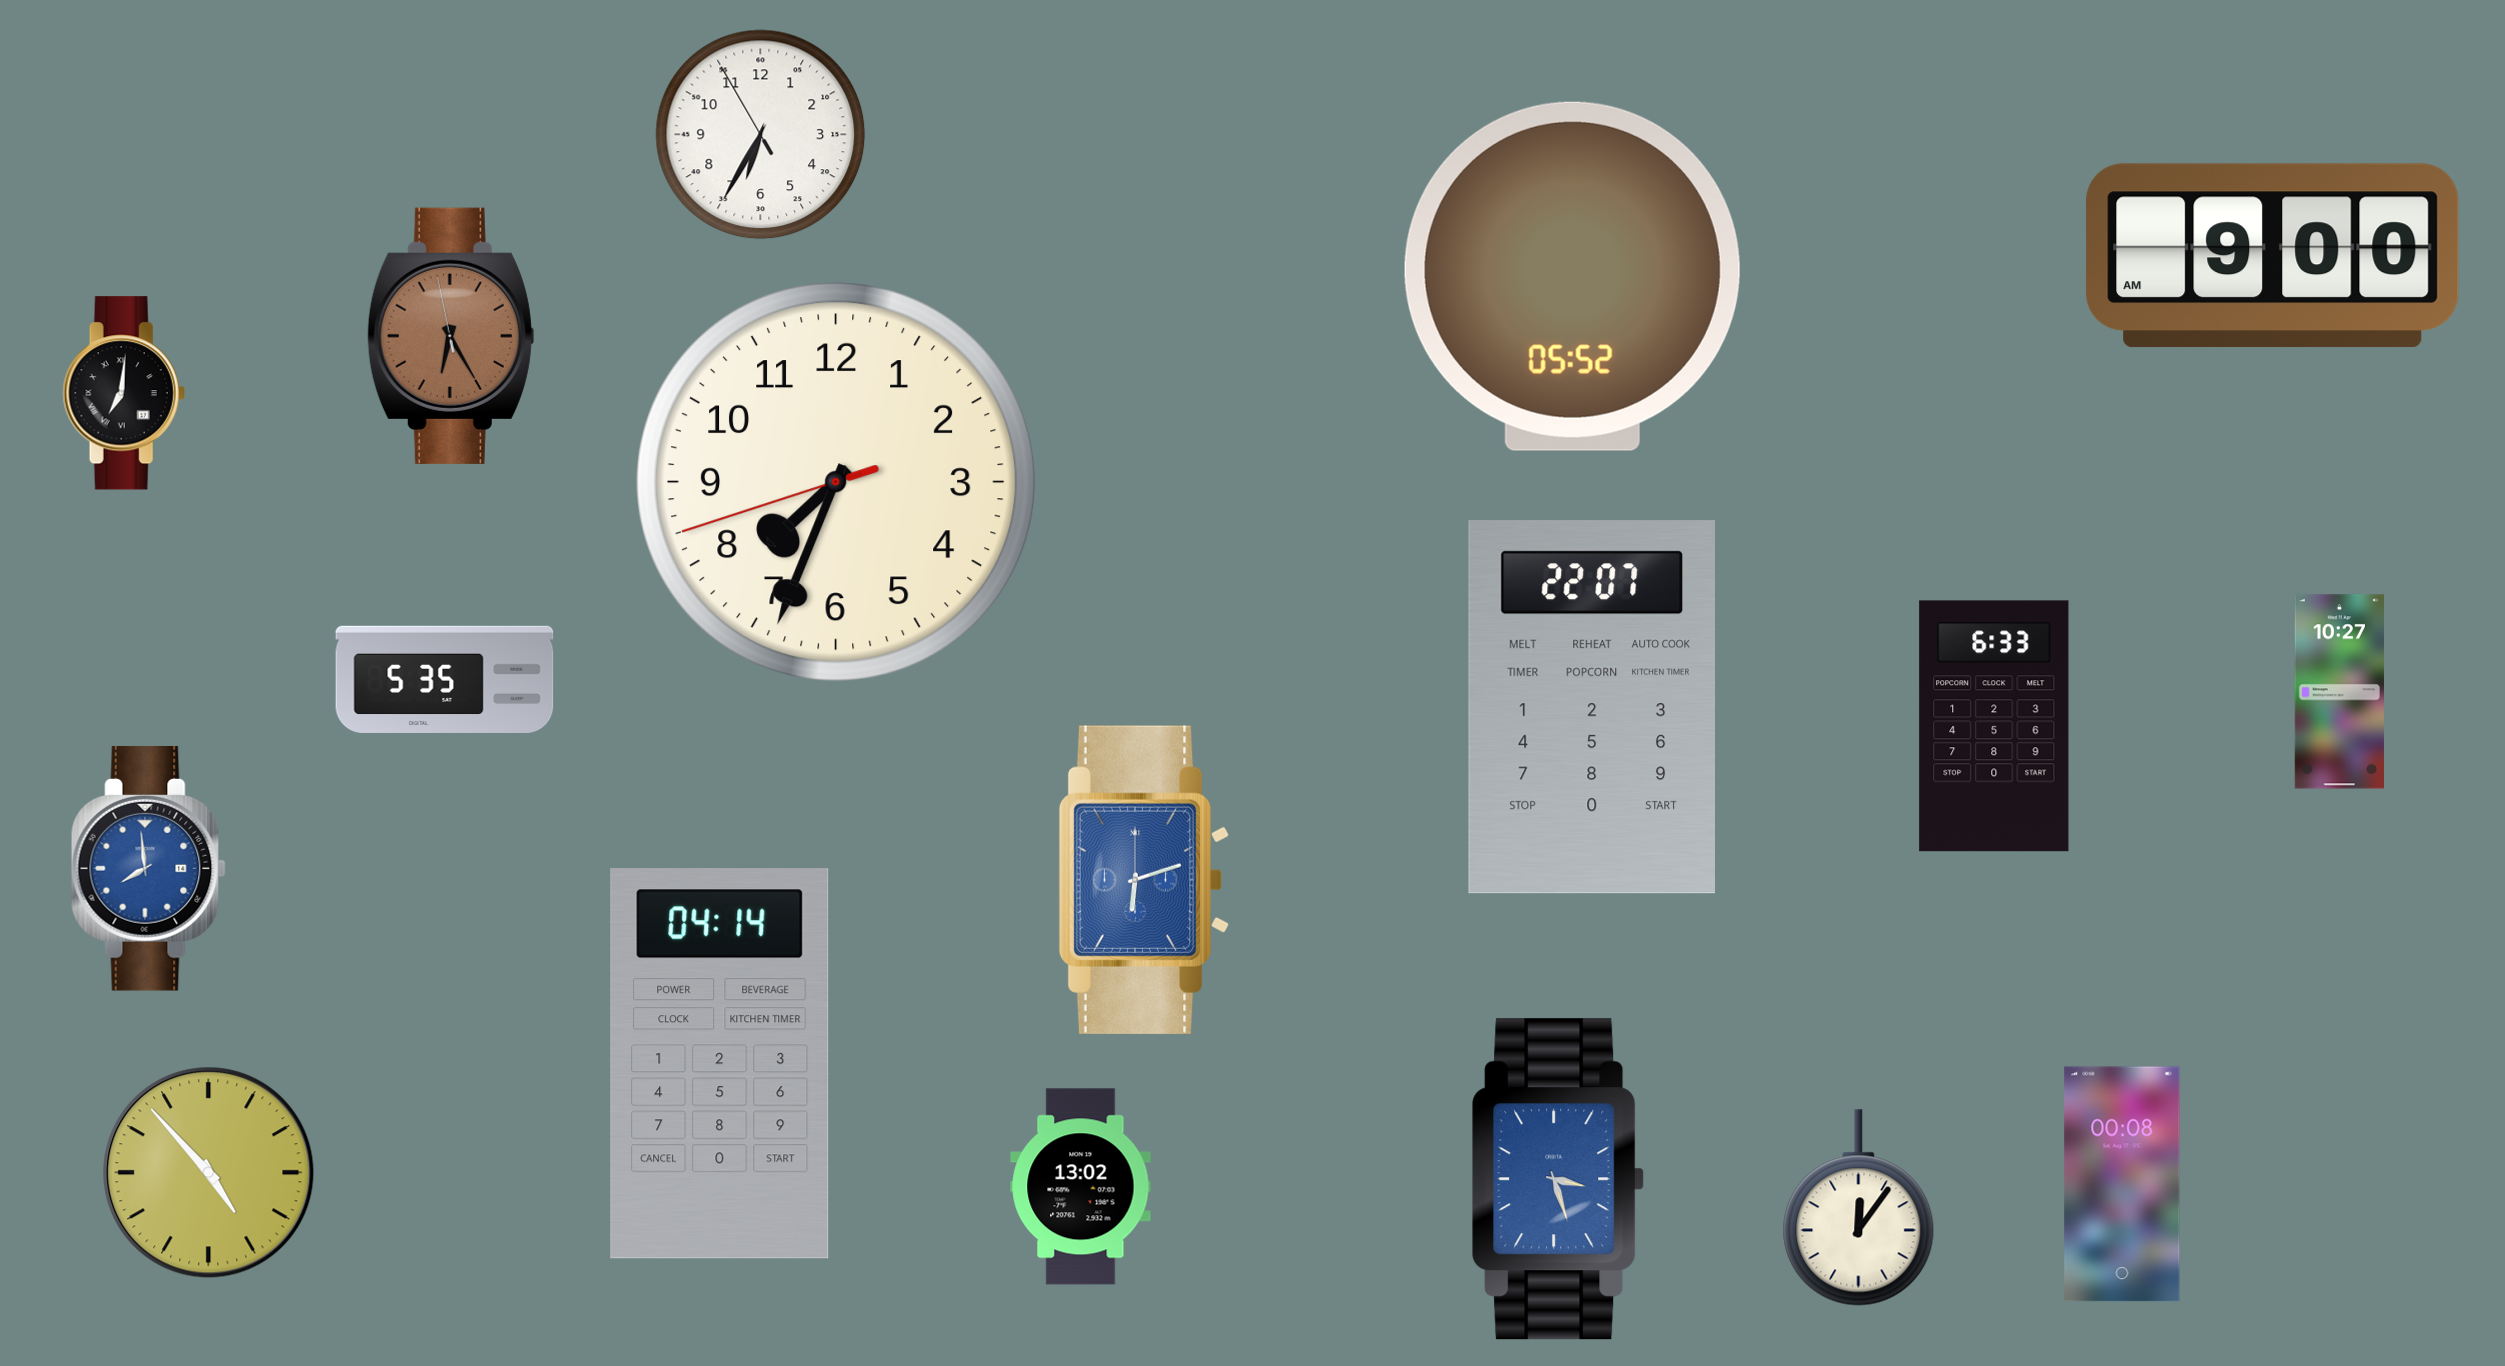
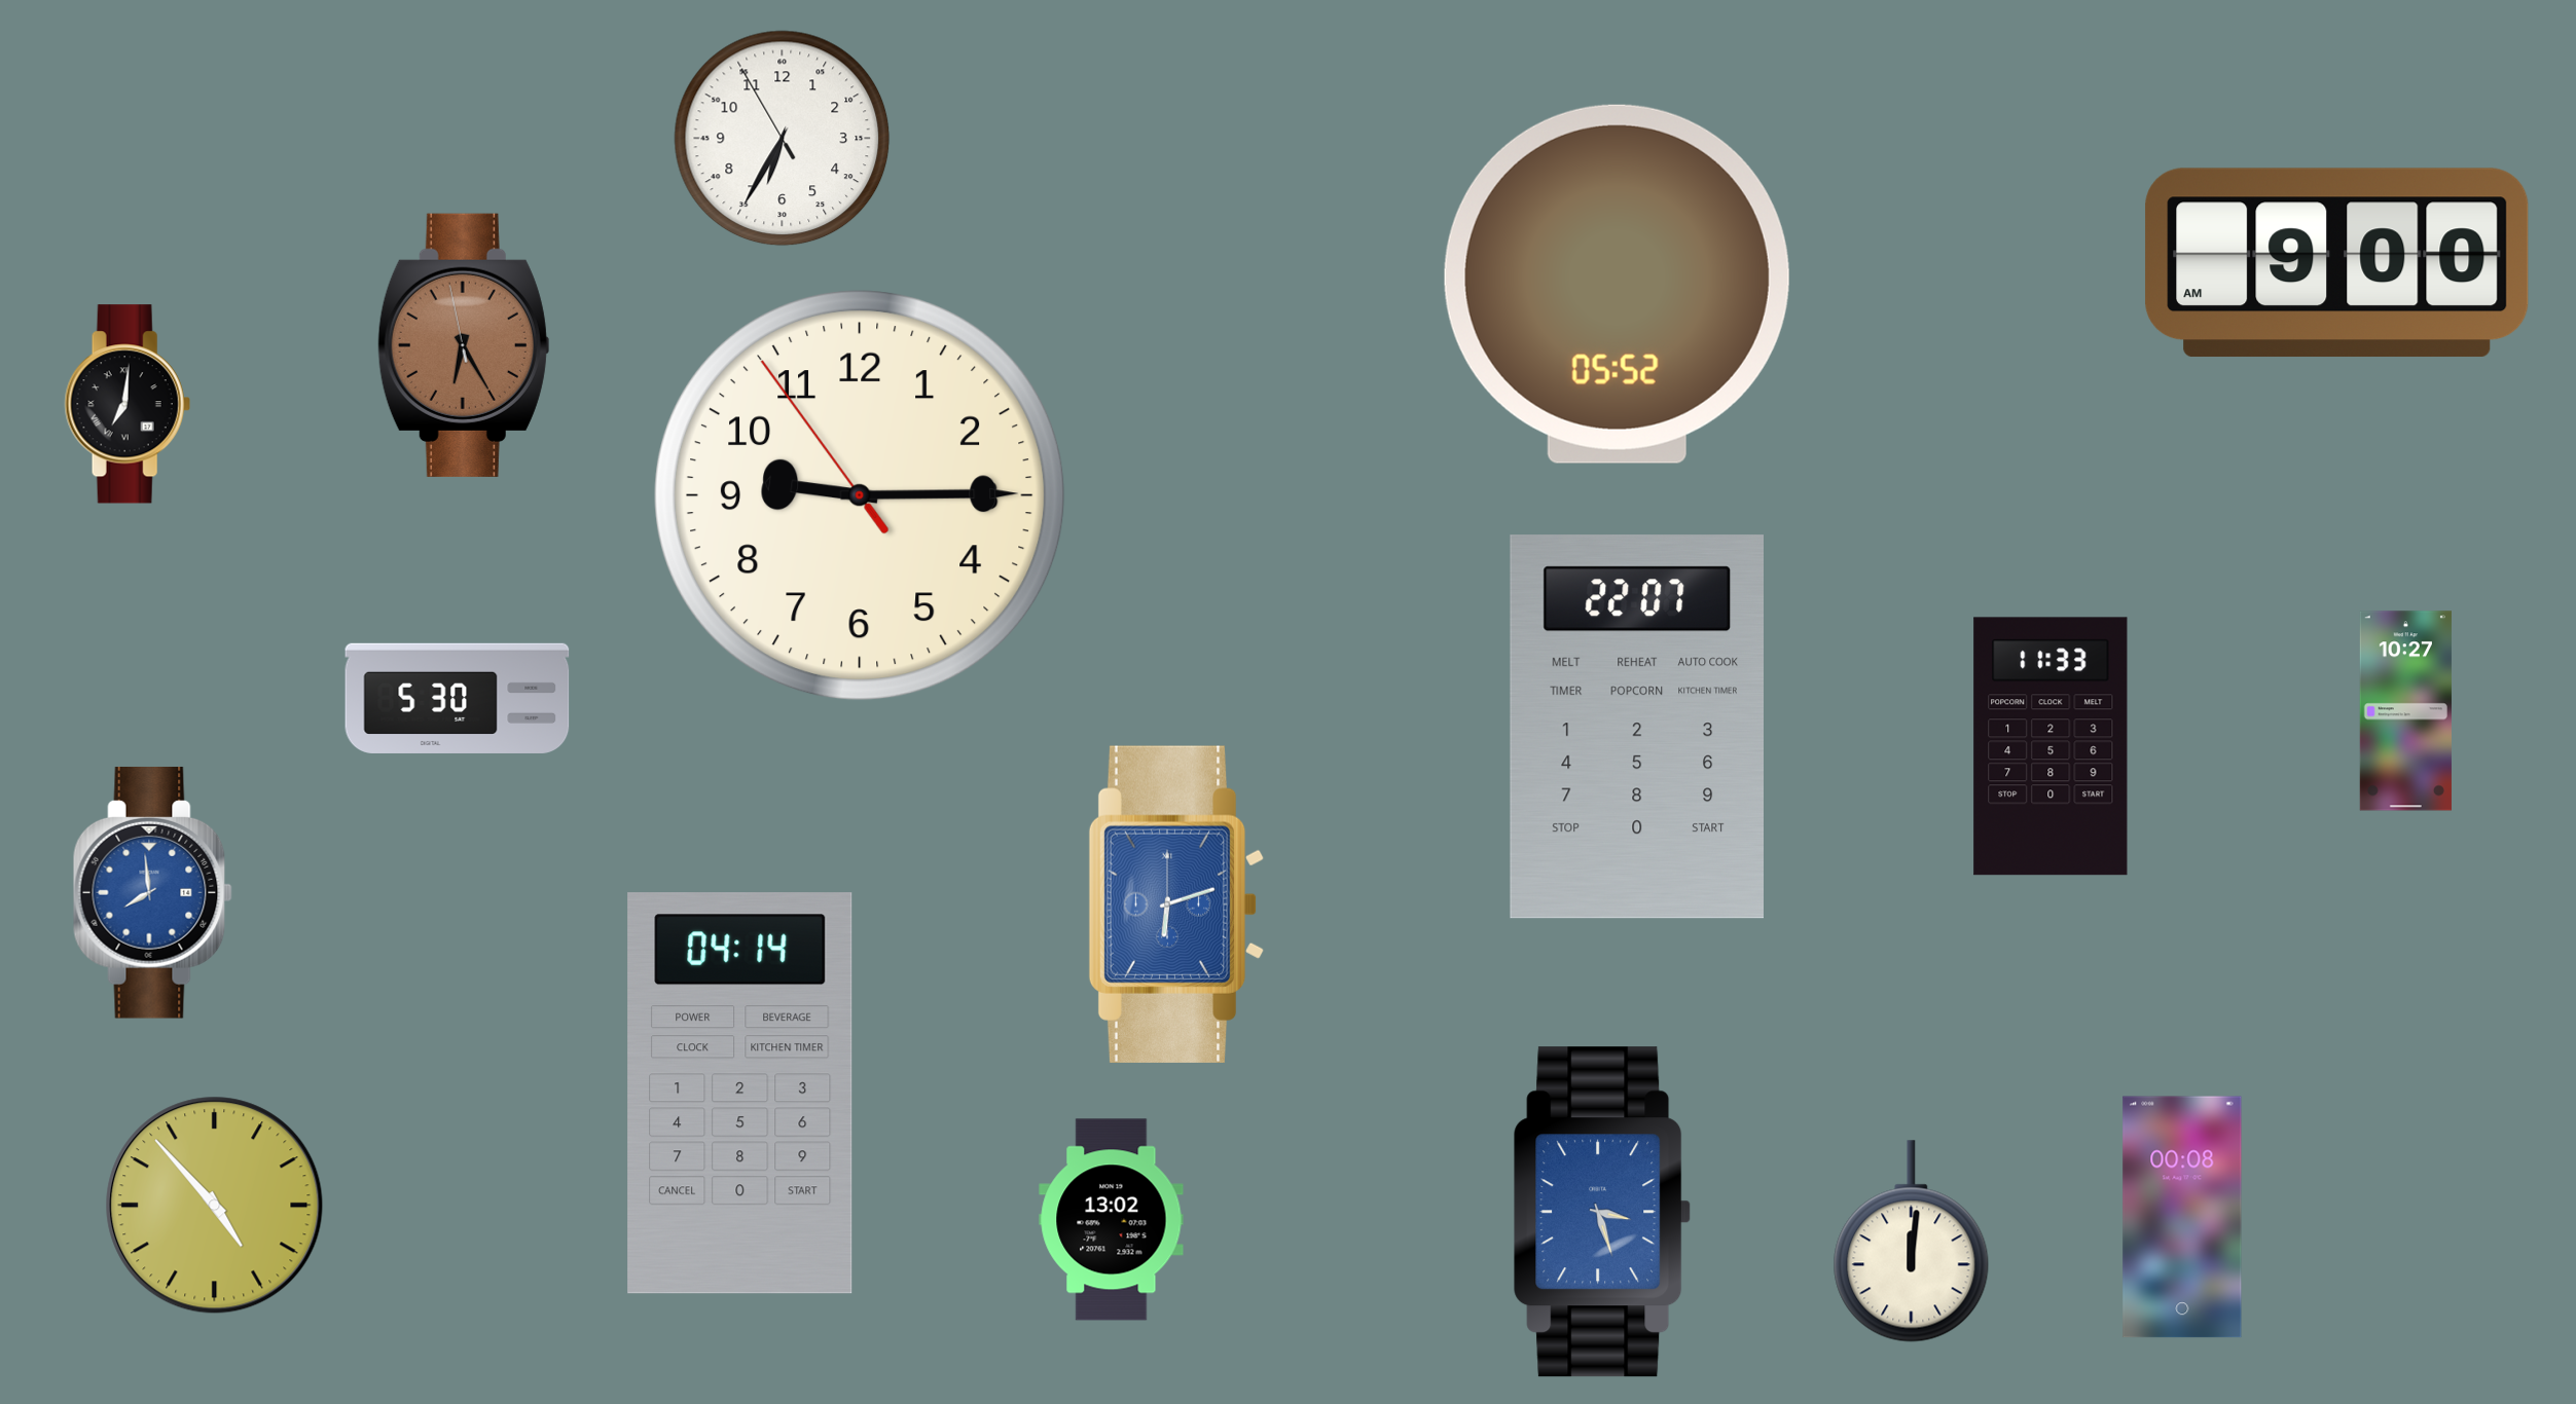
clock at (836, 482): 7:33 -> 9:14
clock at (445, 679): 5:35 -> 5:30
clock at (1994, 726): 6:33 -> 11:33
clock at (1859, 1208): 12:06 -> 12:01
